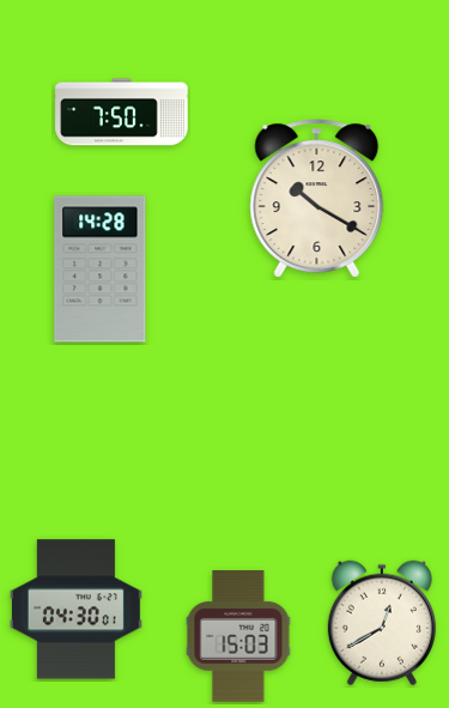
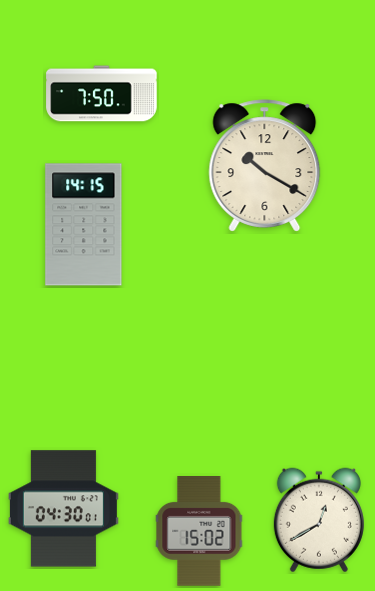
clock at (101, 270): 14:28 -> 14:15
clock at (238, 637): 15:03 -> 15:02
